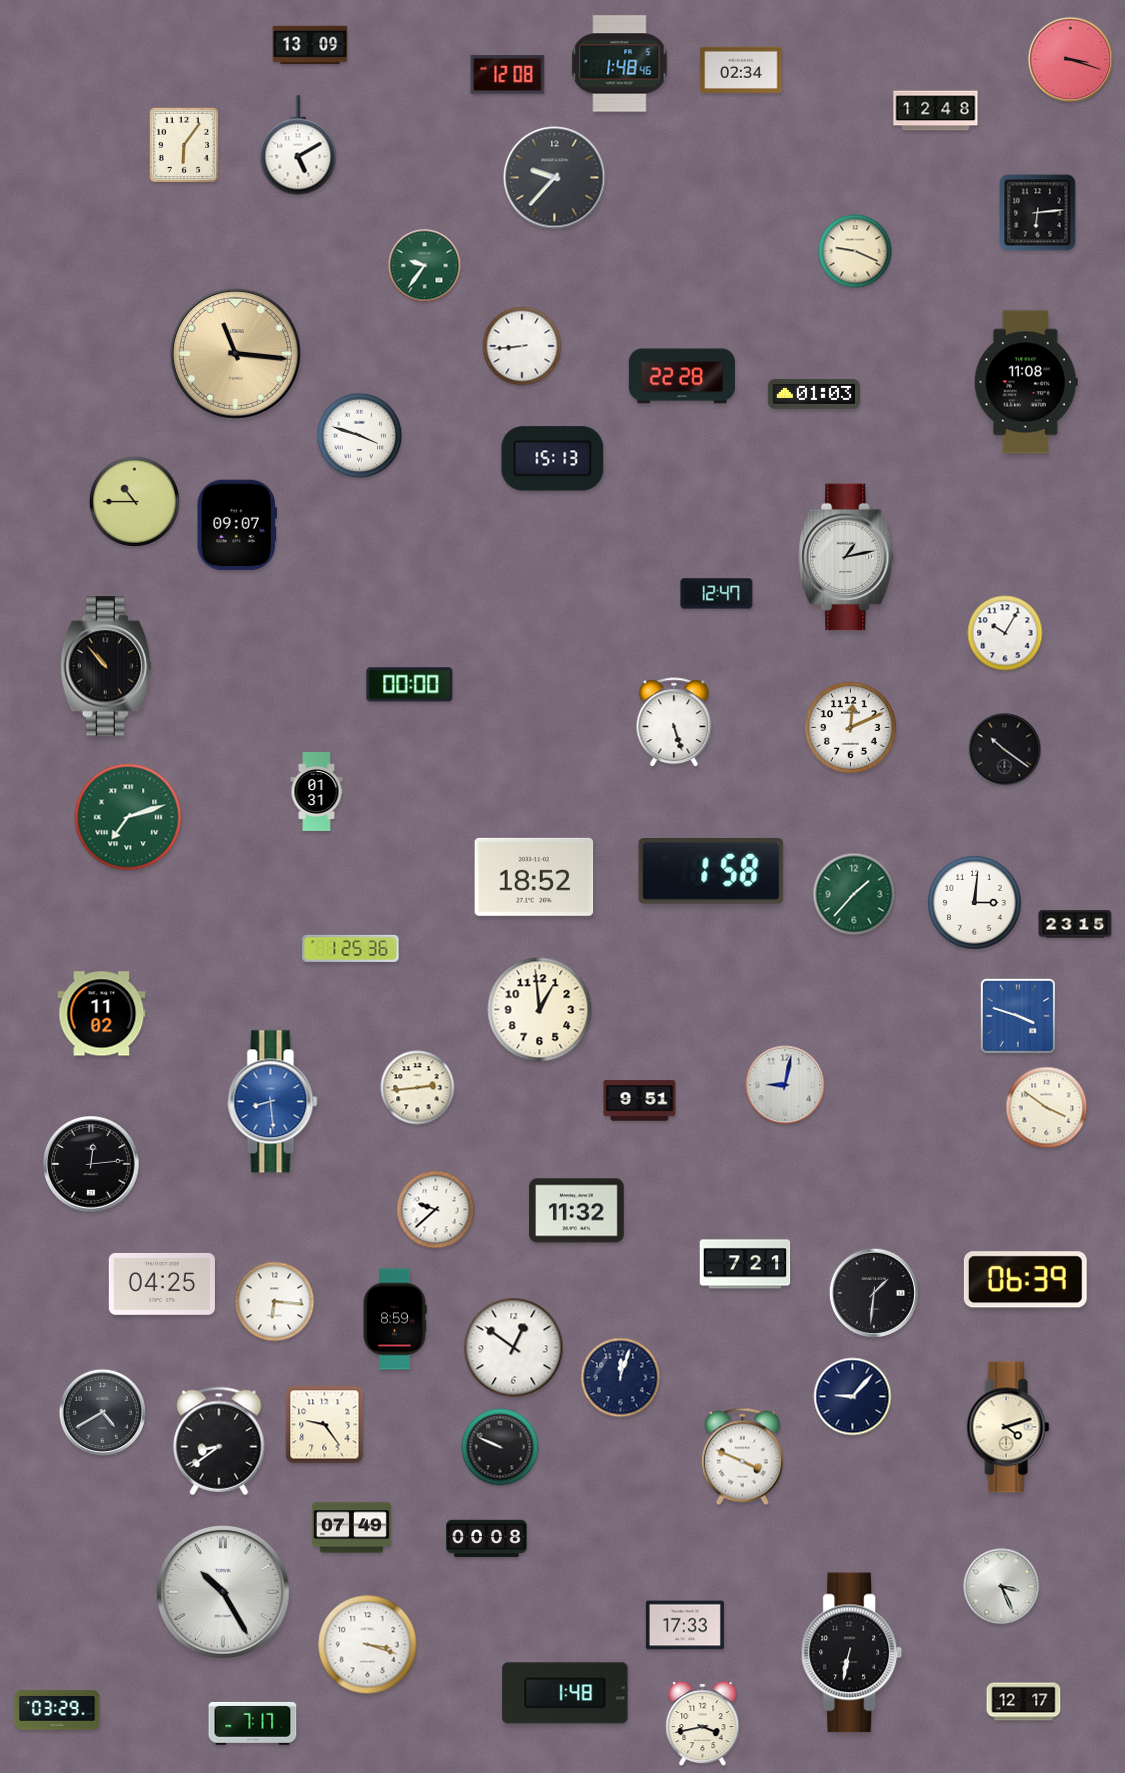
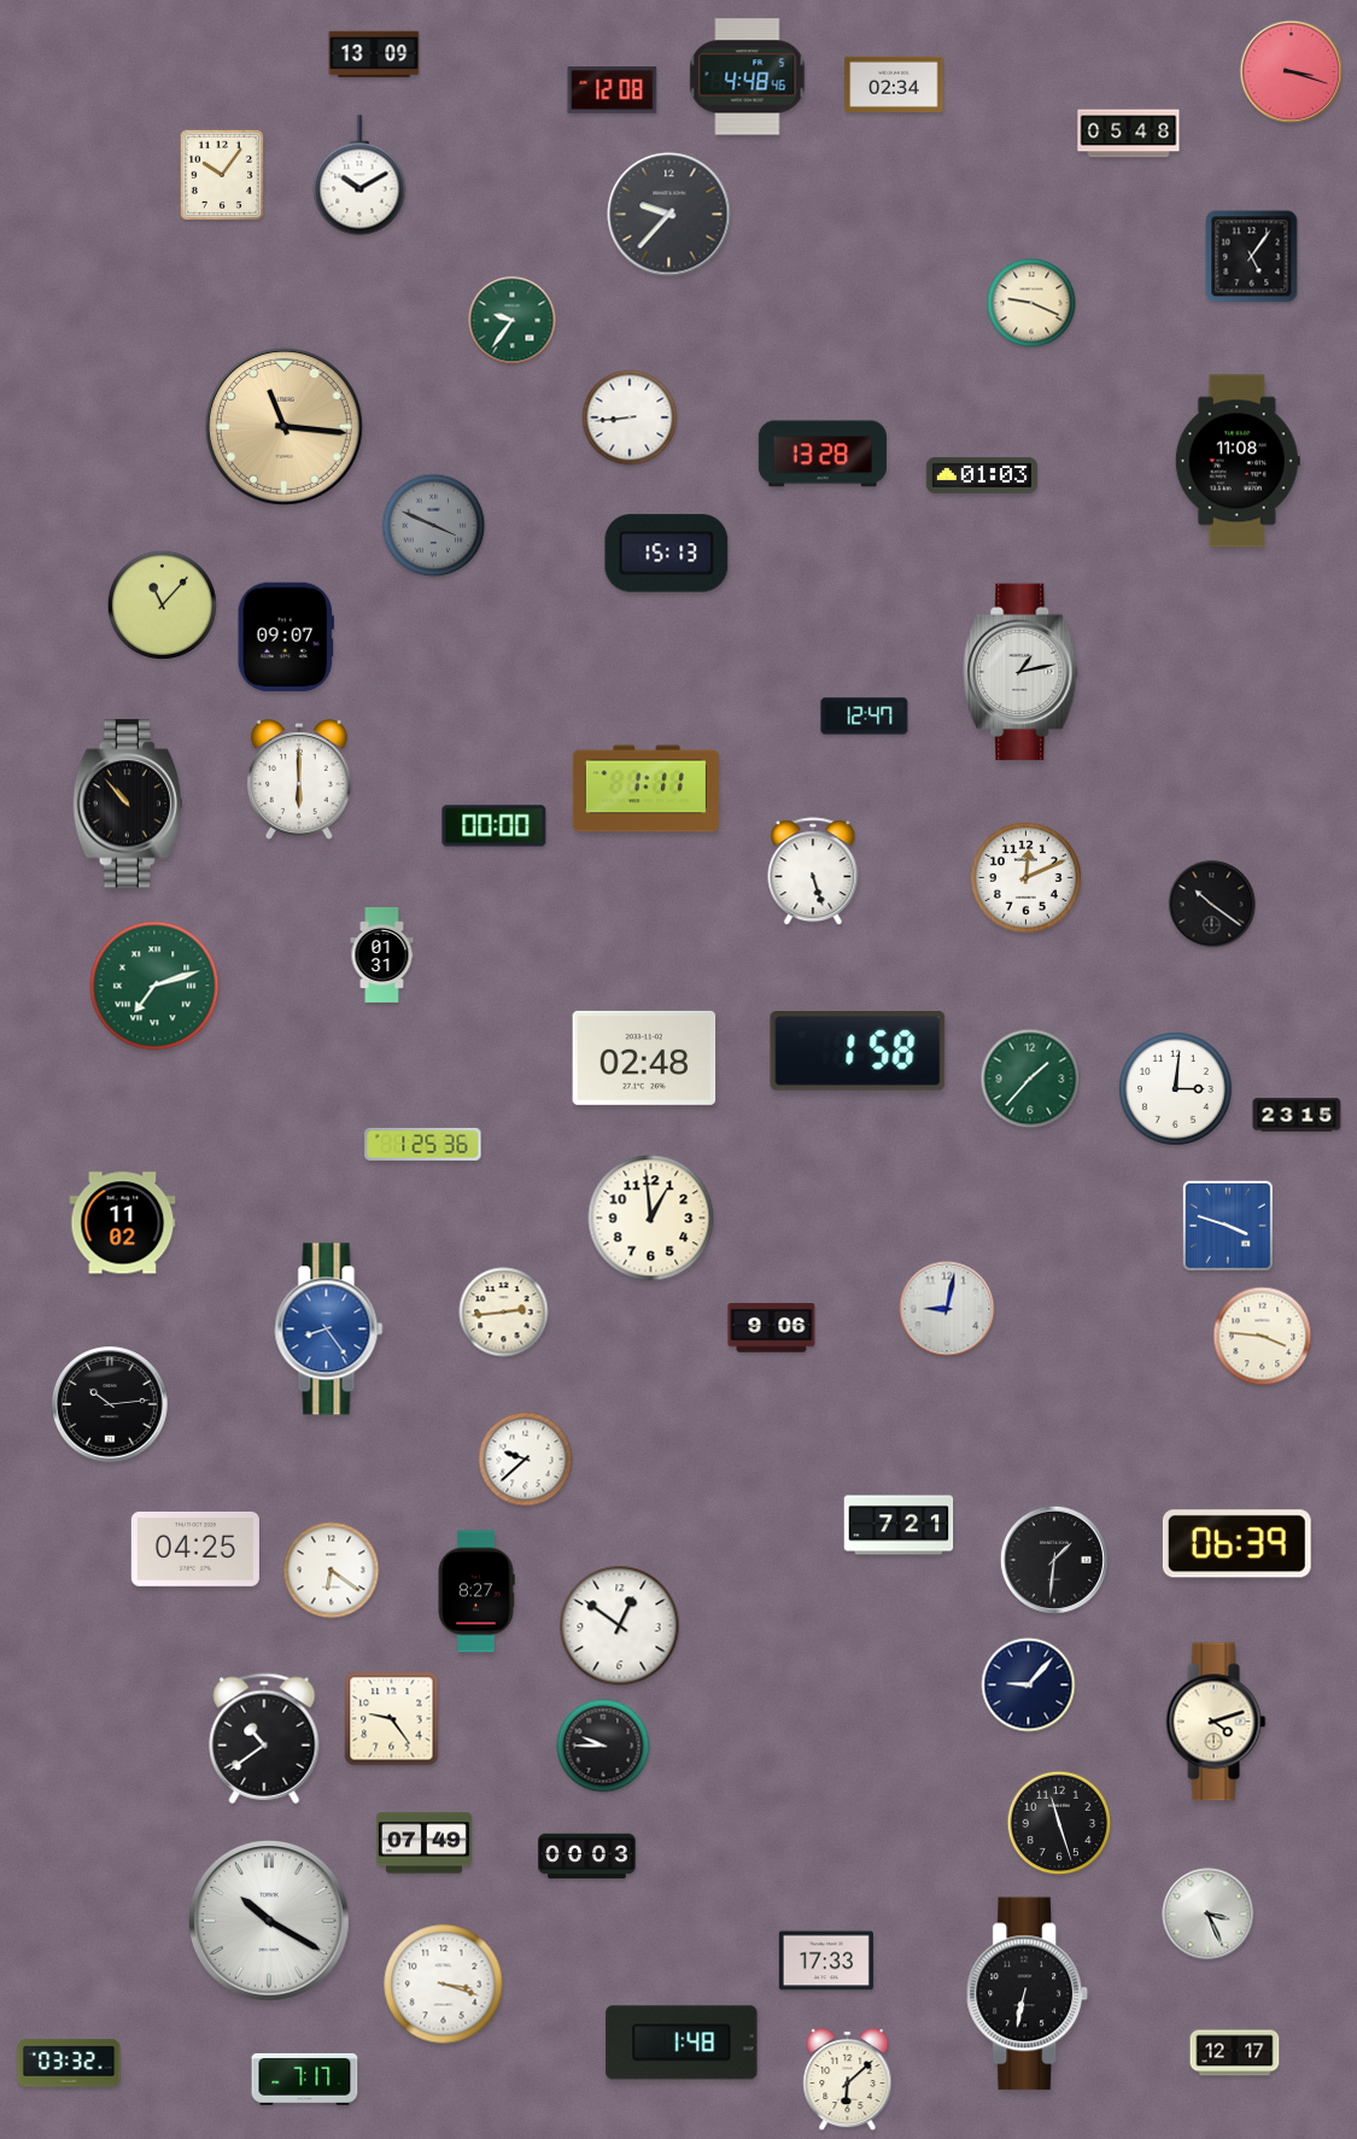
clock at (620, 64): 1:48 -> 4:48
clock at (936, 111): 12:48 -> 05:48
clock at (183, 144): 6:06 -> 10:06
clock at (298, 145): 5:10 -> 10:10
clock at (1038, 213): 6:14 -> 5:06
clock at (682, 376): 22:28 -> 13:28
clock at (360, 436): 3:48 -> 3:49
clock at (360, 436) dial: white -> grey
clock at (134, 501): 10:45 -> 11:07
clock at (237, 525) position: (237, 525) -> (286, 637)
clock at (1005, 633): 10:05 -> none
clock at (299, 779): none -> 6:00
clock at (645, 789): none -> 1:11
clock at (534, 877): 18:52 -> 02:48
clock at (640, 1101): 9:51 -> 9:06
clock at (273, 1102): 8:29 -> 8:24
clock at (1047, 1108): 3:51 -> 3:46
clock at (91, 1164): 12:14 -> 10:14
clock at (577, 1211): 11:32 -> none
clock at (275, 1302): 6:16 -> 6:21
clock at (395, 1319): 8:59 -> 8:27
clock at (621, 1378): 12:03 -> none
clock at (103, 1413): 4:40 -> none
clock at (219, 1441): 8:39 -> 10:39
clock at (500, 1447): 9:49 -> 9:45
clock at (742, 1457): 3:49 -> none
clock at (1059, 1823): none -> 11:27
clock at (487, 1539): 00:08 -> 00:03
clock at (224, 1593): 10:25 -> 10:20
clock at (57, 1710): 03:29 -> 03:32
clock at (703, 1724): 3:43 -> 6:08
